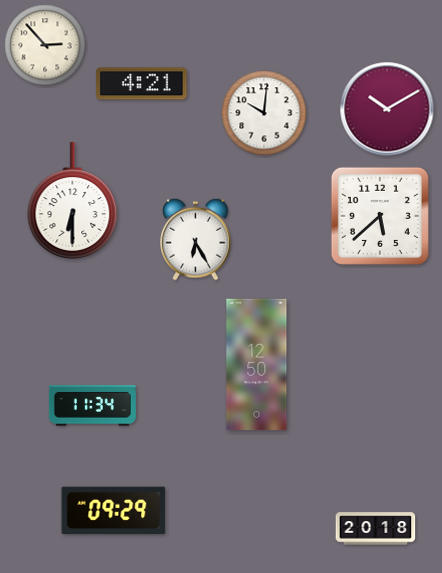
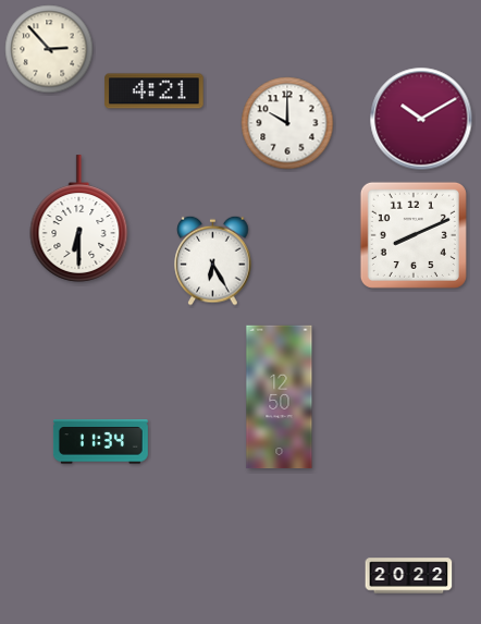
clock at (264, 113): 10:01 -> 10:00
clock at (380, 216): 5:38 -> 8:11
clock at (114, 511): 09:29 -> none
clock at (376, 529): 20:18 -> 20:22
